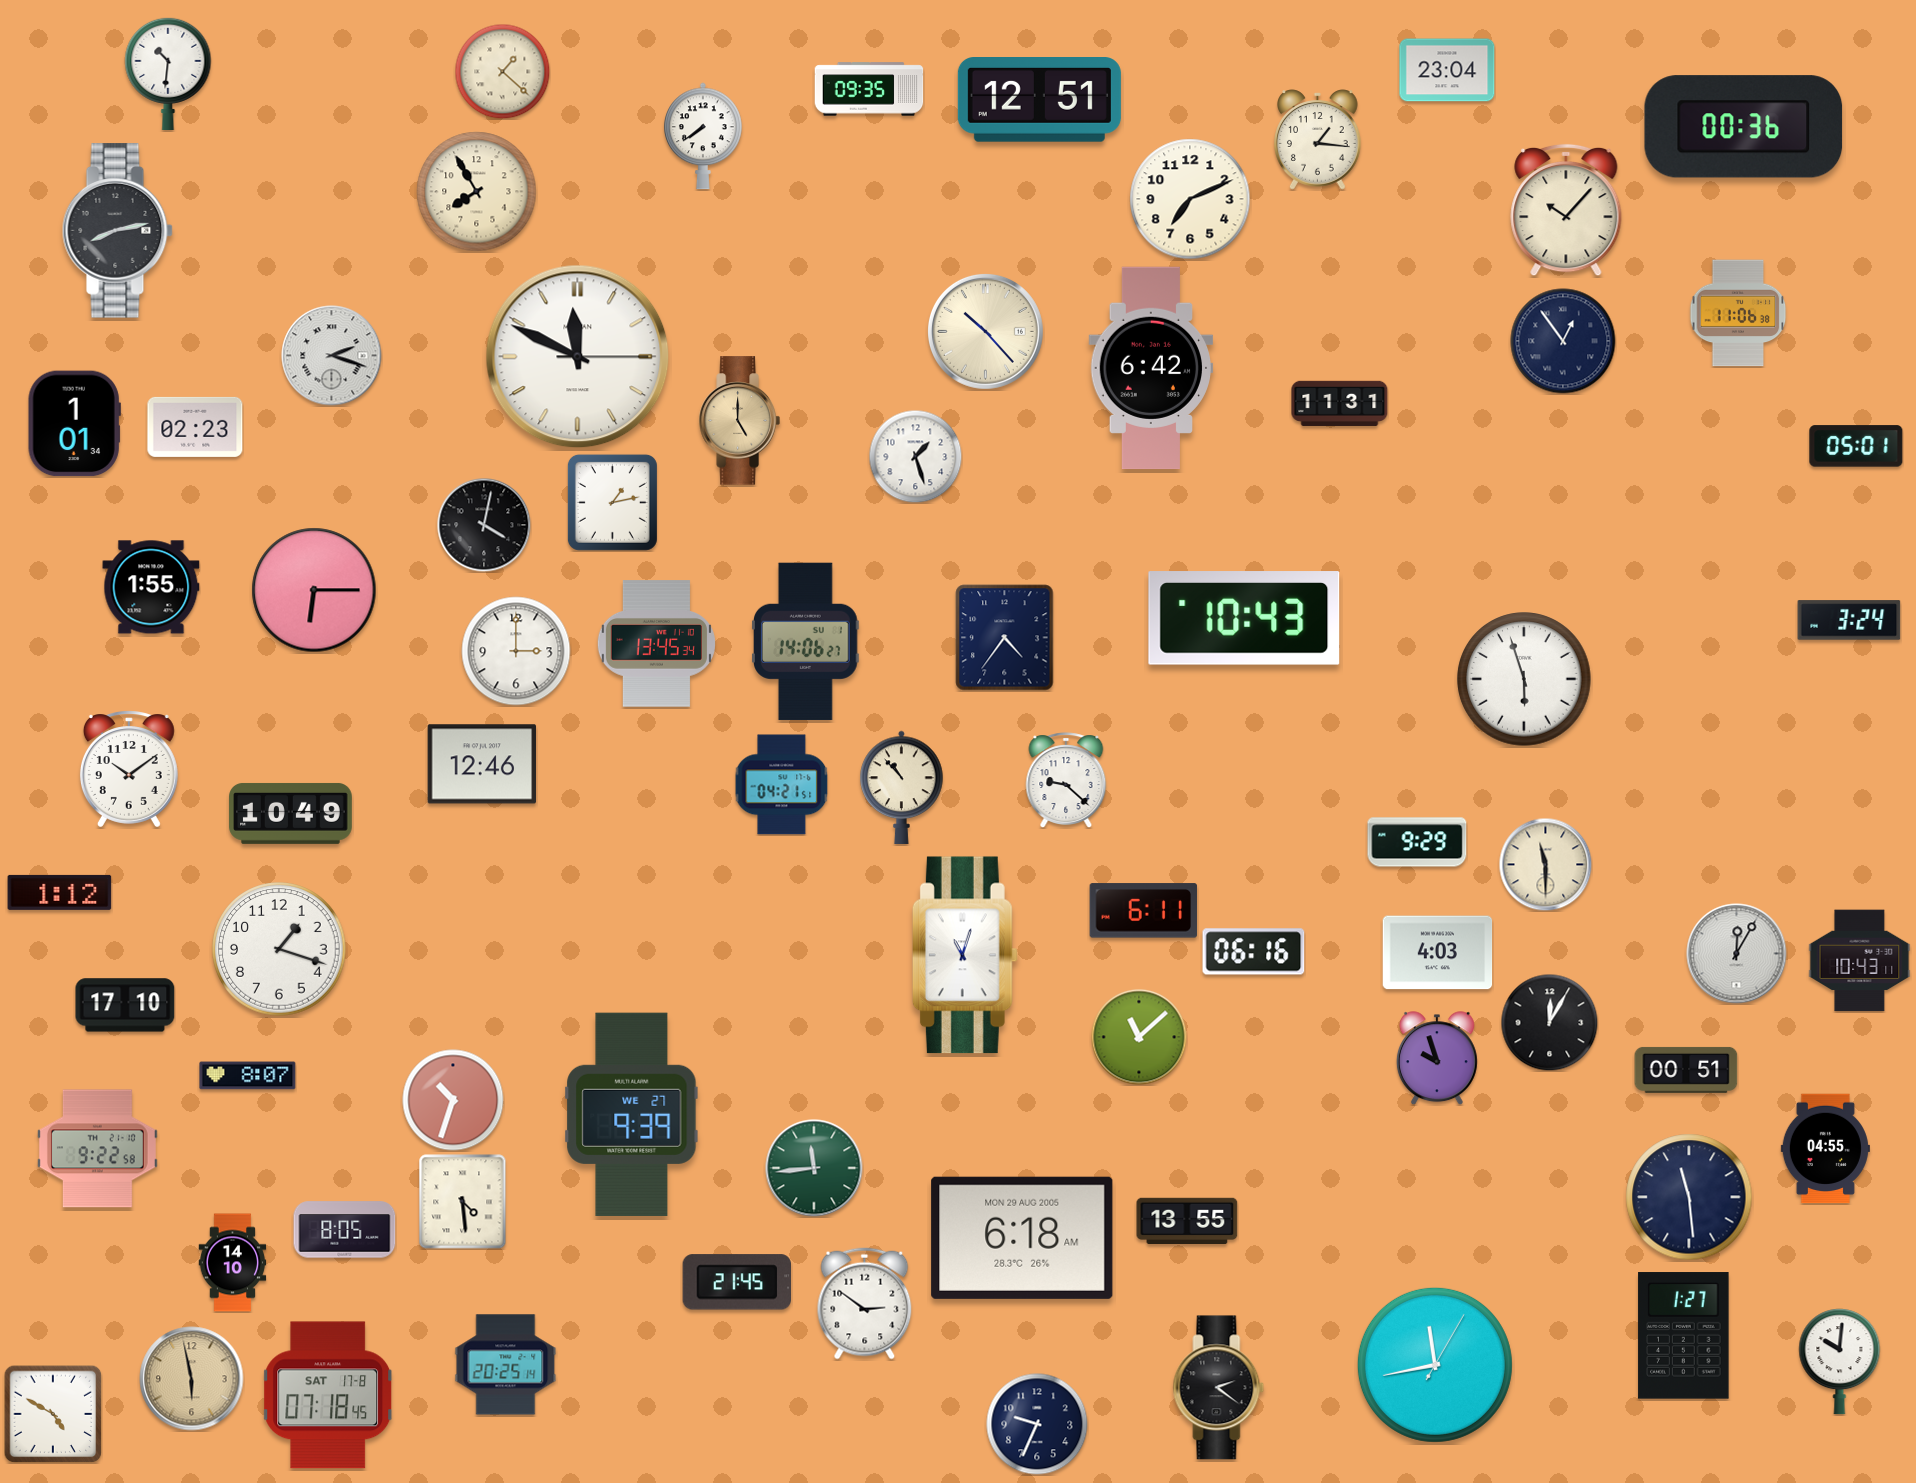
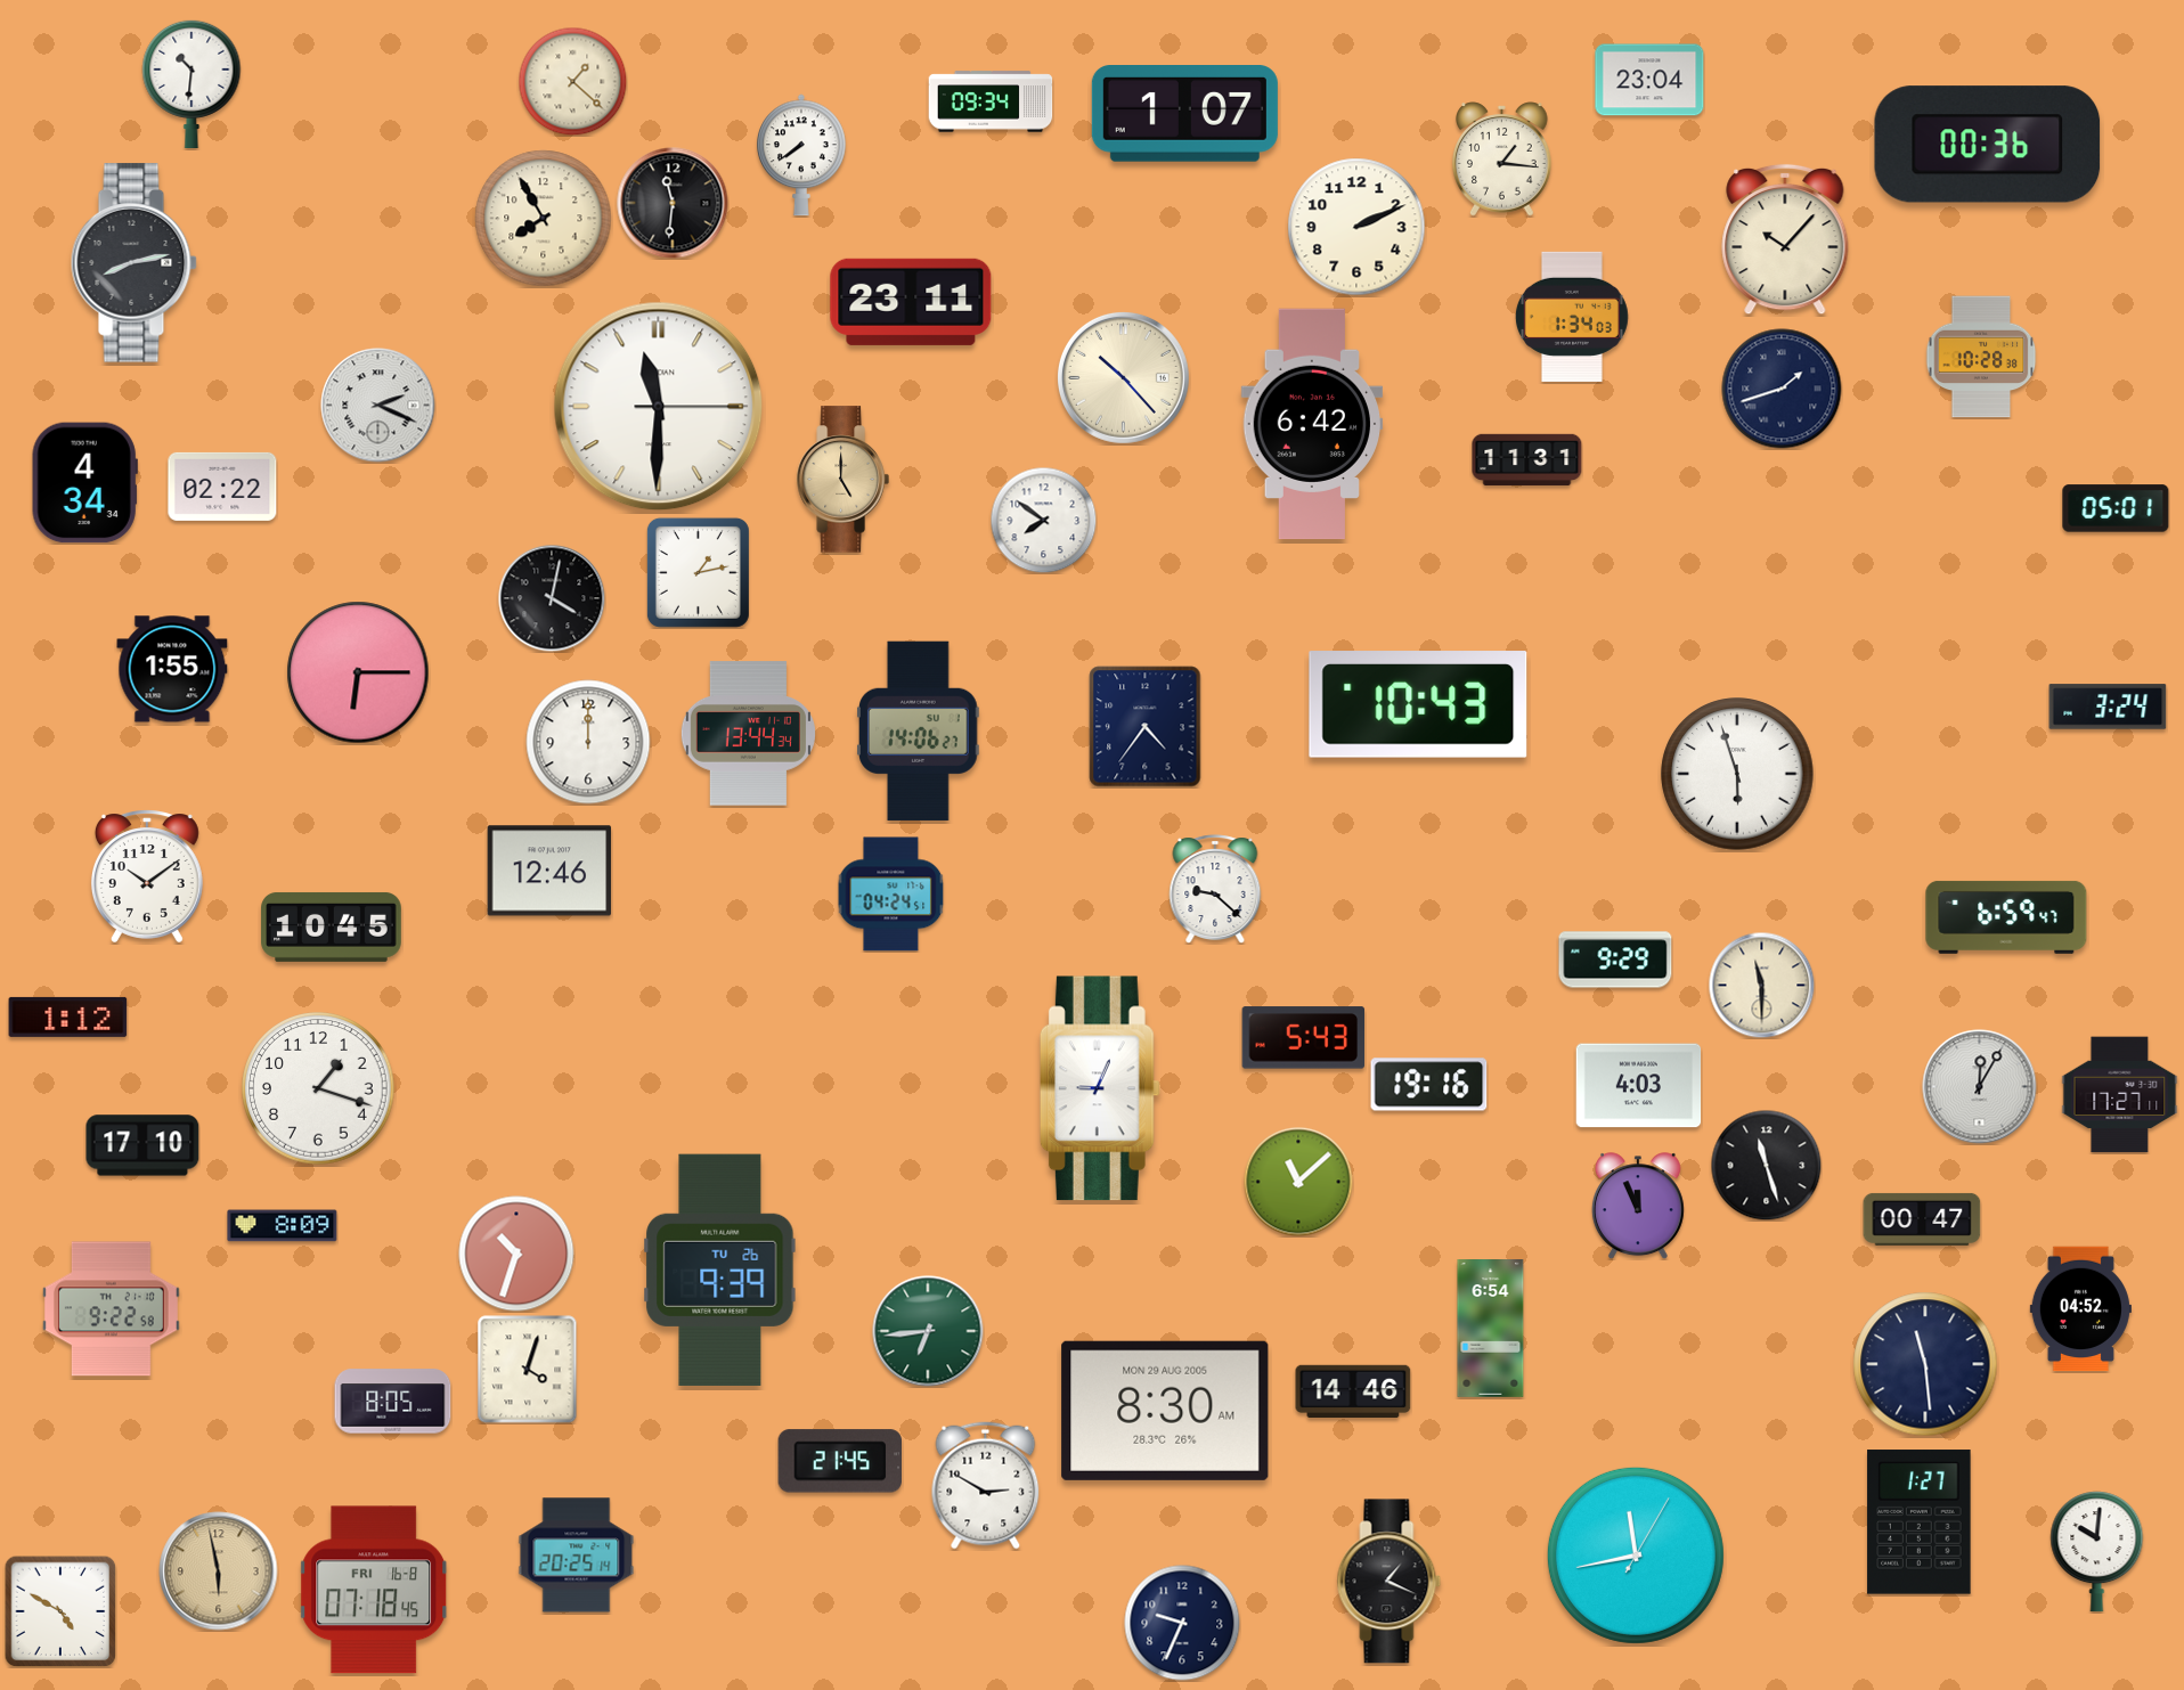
clock at (869, 89): 09:35 -> 09:34
clock at (1039, 100): 12:51 -> 1:07
clock at (673, 203): none -> 11:31
clock at (1190, 199): 7:11 -> 2:11
clock at (911, 302): none -> 23:11
clock at (1572, 317): none -> 1:34
clock at (1738, 313): 11:06 -> 10:28
clock at (1563, 341): 12:54 -> 1:42
clock at (332, 356): 2:18 -> 2:19
clock at (578, 357): 11:49 -> 11:30
clock at (1151, 368) position: (1151, 368) -> (1312, 424)
clock at (74, 424): 1:01 -> 4:34
clock at (195, 427): 02:23 -> 02:22
clock at (915, 456): 1:27 -> 7:51
clock at (656, 644): 13:45 -> 13:44
clock at (516, 651): 3:00 -> 12:00
clock at (782, 785): 04:21 -> 04:24
clock at (902, 787): 10:53 -> none
clock at (2006, 917): none -> 6:59
clock at (291, 813): 10:49 -> 10:45
clock at (1144, 911): 6:11 -> 5:43
clock at (279, 949) position: (279, 949) -> (318, 1088)
clock at (1254, 952): 06:16 -> 19:16
clock at (965, 955): 11:03 -> 9:04
clock at (1860, 961): 10:43 -> 17:27
clock at (1549, 1022): 12:05 -> 11:27
clock at (1437, 1058): 9:57 -> 11:56
clock at (1686, 1070): 00:51 -> 00:47
clock at (248, 1076): 8:07 -> 8:09
clock at (632, 1114) date: WE 27 -> TU 26
clock at (1825, 1149): 04:55 -> 04:52
clock at (1491, 1329): none -> 6:54
clock at (814, 1168): 11:44 -> 6:44
clock at (463, 1202): 4:29 -> 4:03
clock at (1187, 1220): 13:55 -> 14:46
clock at (1022, 1238): 6:18 -> 8:30
clock at (233, 1263): 14:10 -> none
clock at (865, 1304): 2:51 -> 2:50
clock at (1219, 1388): 2:21 -> 1:19
clock at (328, 1395) date: SAT 17-8 -> FRI 16-8
